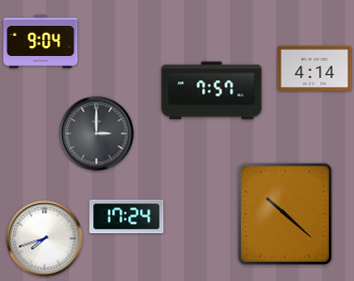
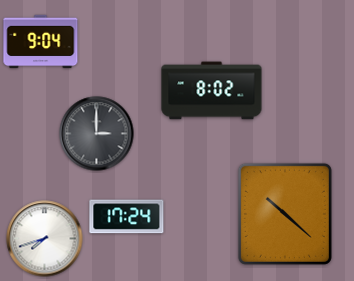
clock at (315, 68): 4:14 -> none
clock at (212, 91): 7:57 -> 8:02
